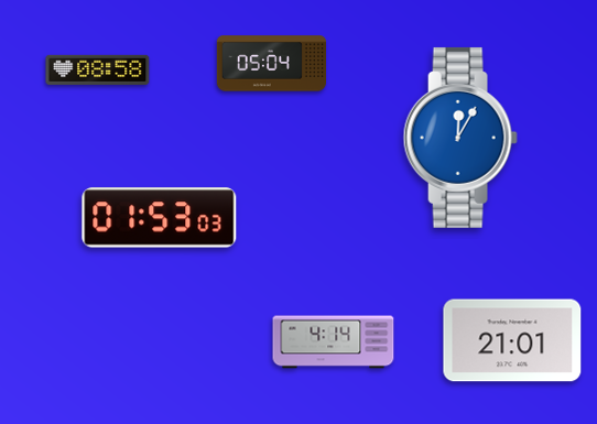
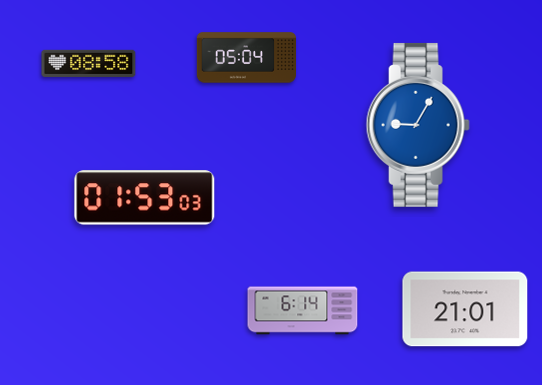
clock at (460, 138): 12:05 -> 9:05
clock at (334, 343): 4:14 -> 6:14
